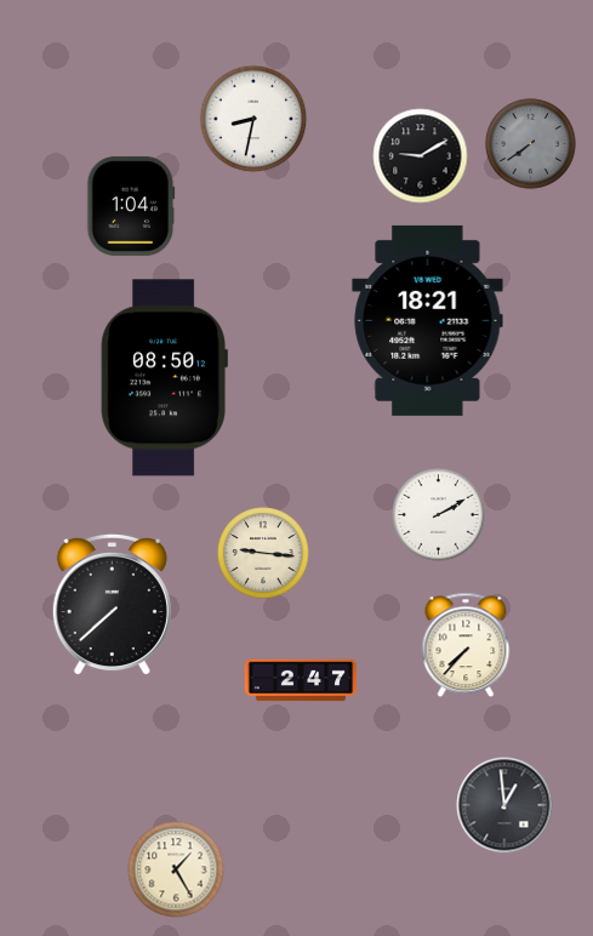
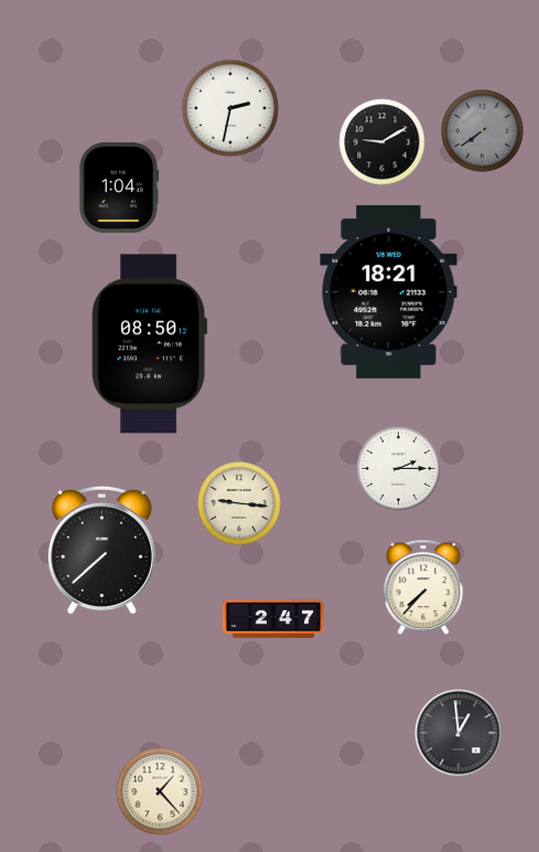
clock at (253, 119): 8:32 -> 2:32
clock at (439, 515): 2:10 -> 2:15
clock at (176, 869): 1:25 -> 1:23
